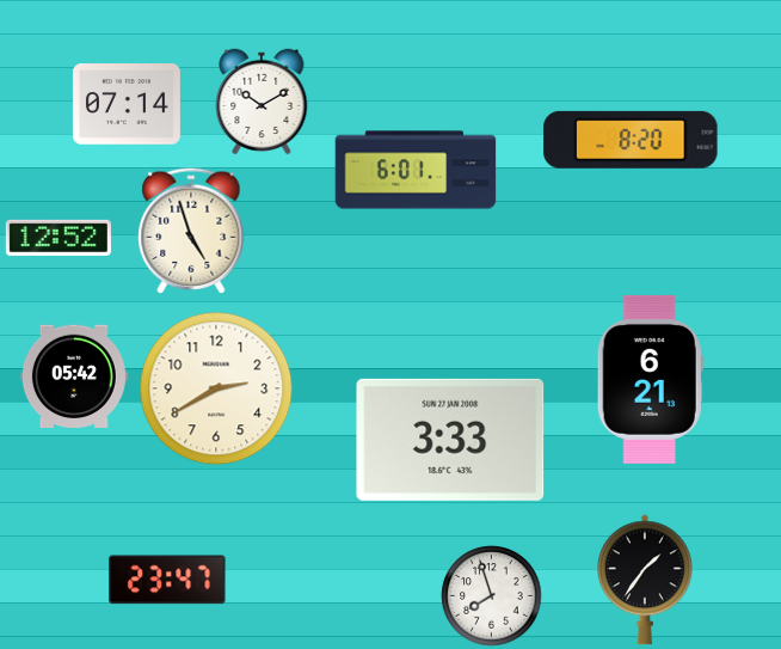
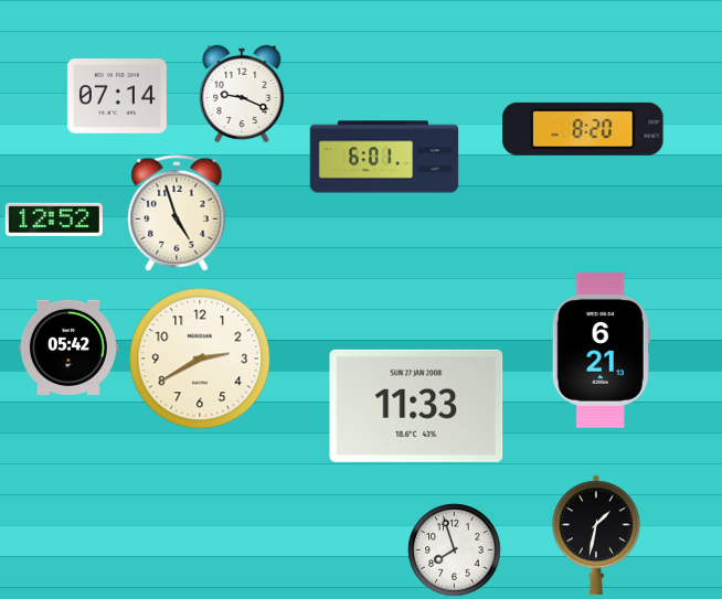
clock at (262, 102): 10:10 -> 9:19
clock at (450, 440): 3:33 -> 11:33
clock at (167, 580): 23:47 -> none
clock at (646, 580): 1:36 -> 1:32
